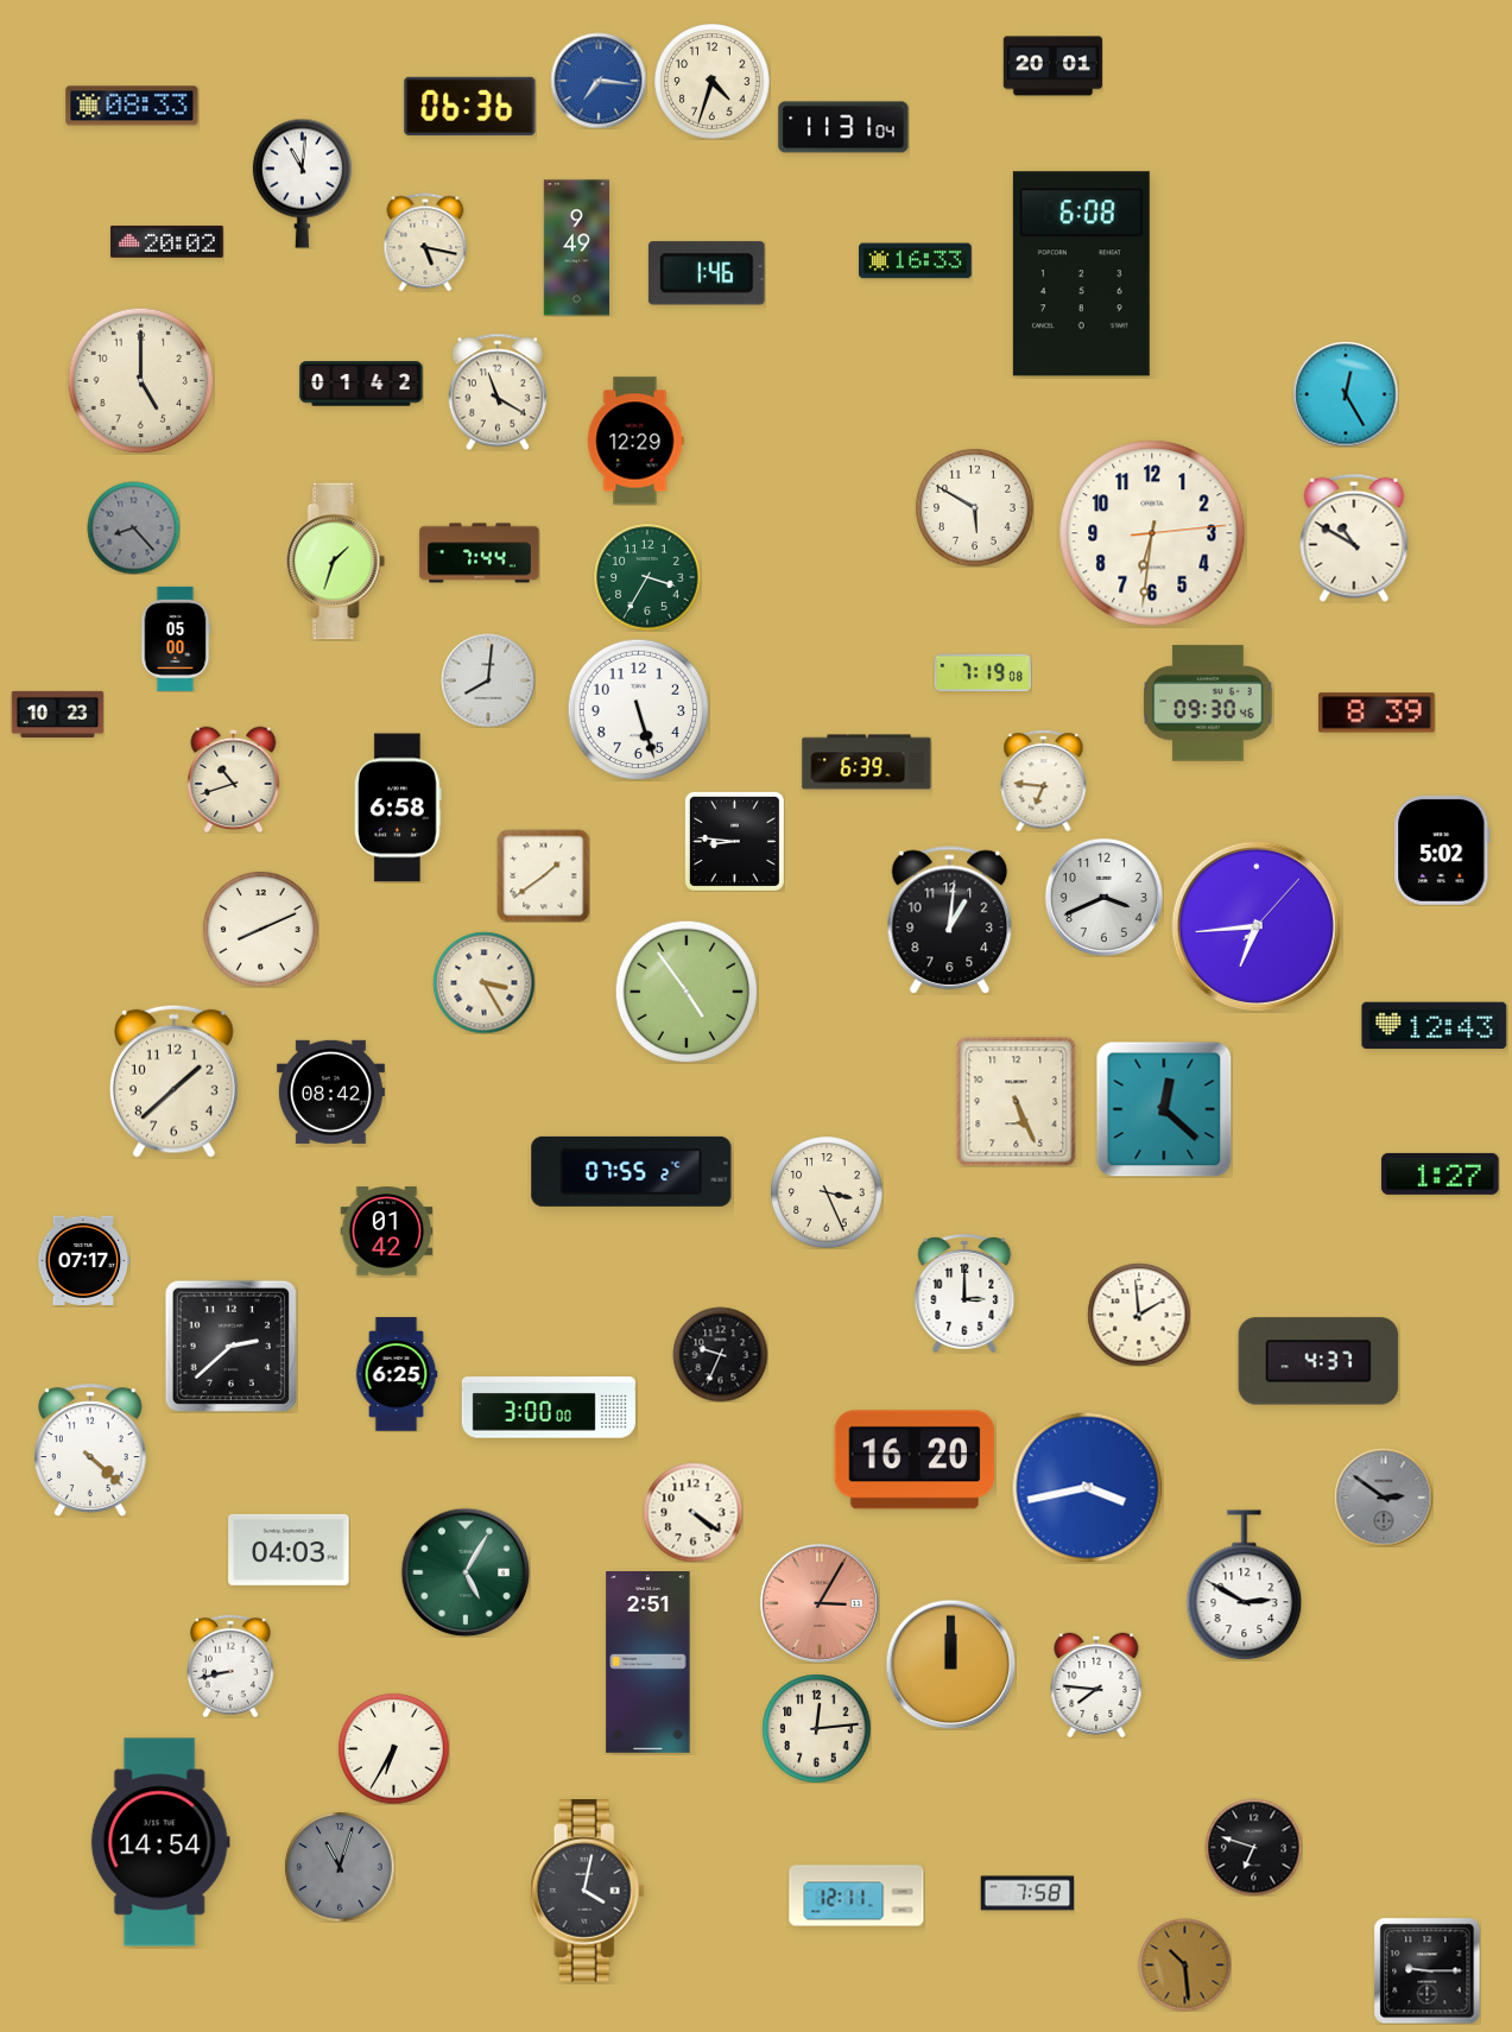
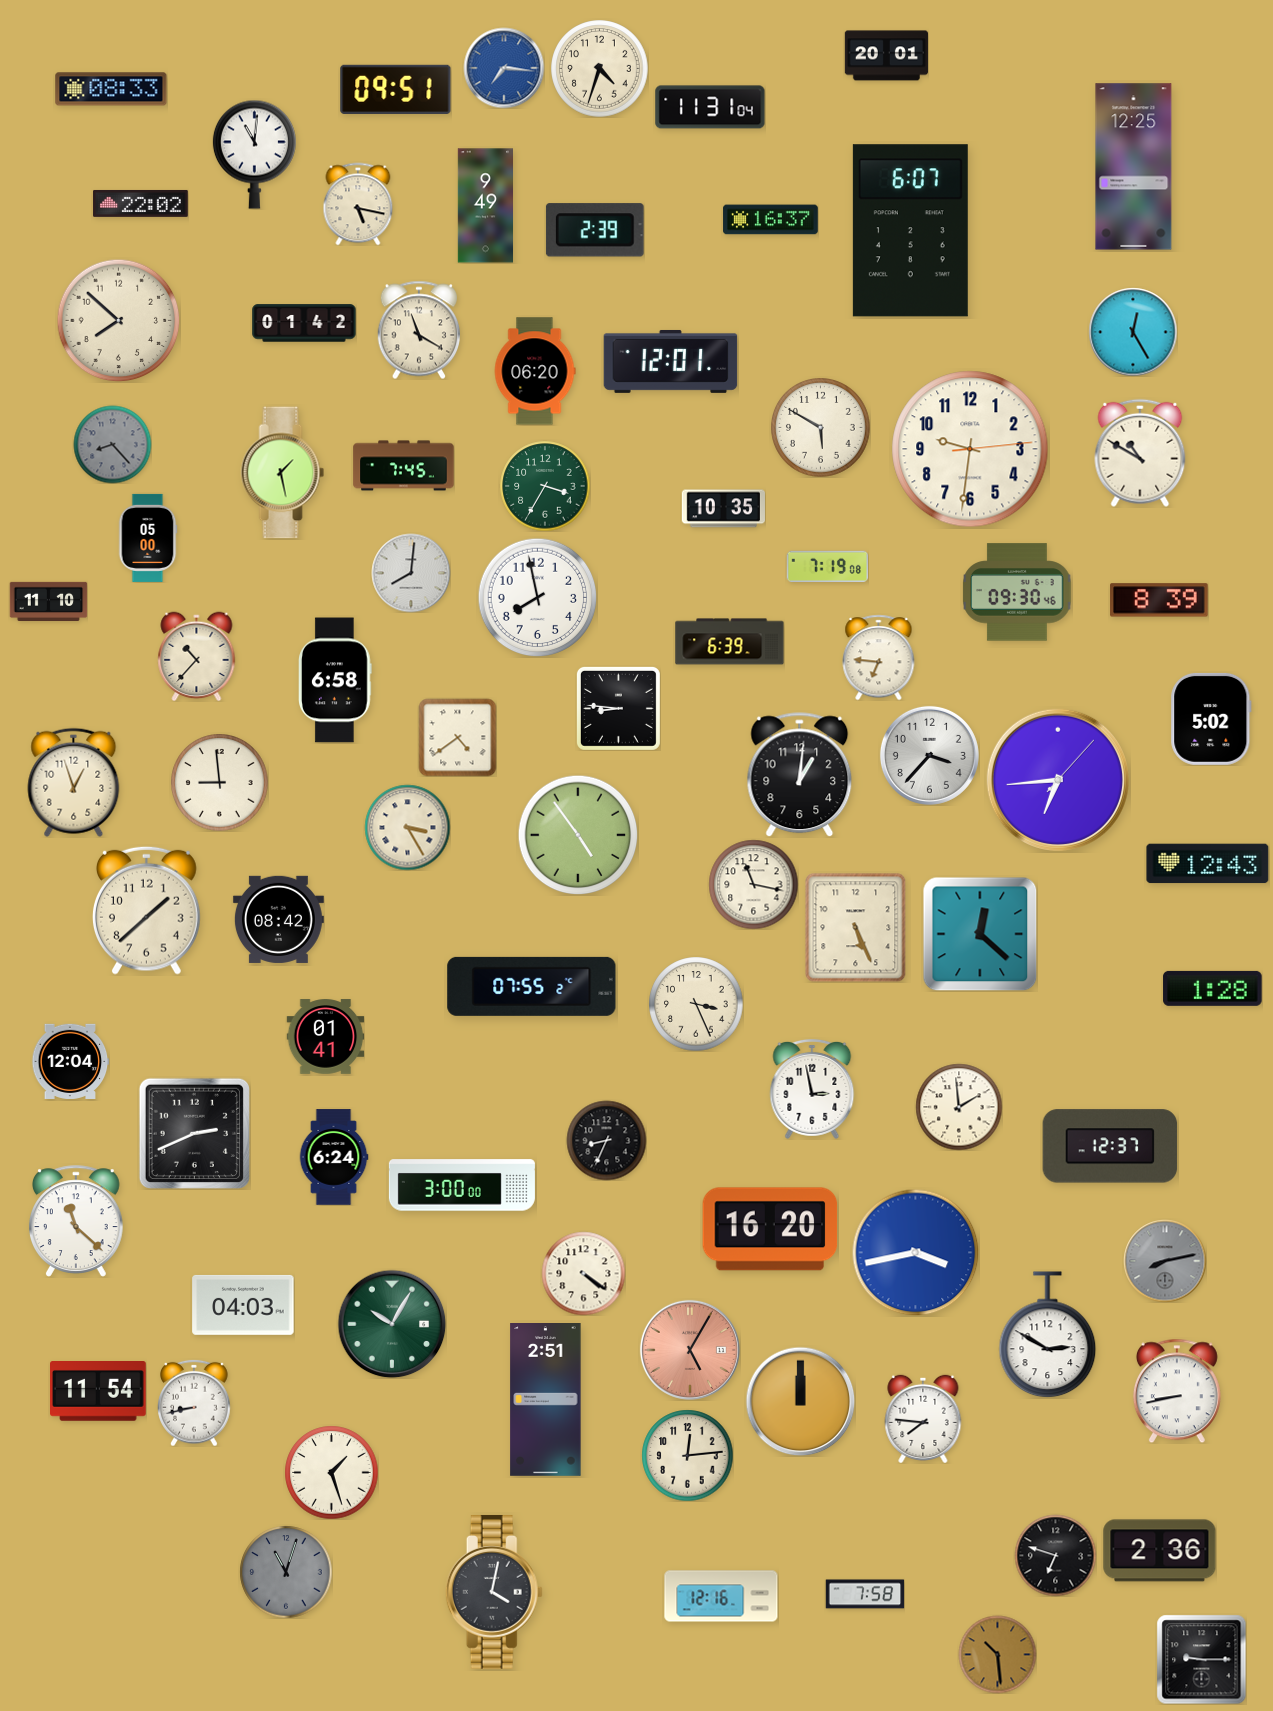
clock at (470, 106): 06:36 -> 09:51
clock at (1134, 167): none -> 12:25
clock at (167, 241): 20:02 -> 22:02
clock at (577, 248) position: (577, 248) -> (486, 206)
clock at (916, 261): 16:33 -> 16:37
clock at (707, 273): 1:46 -> 2:39
clock at (1081, 274): 6:08 -> 6:07
clock at (140, 380): 5:00 -> 7:52
clock at (671, 361): none -> 12:01
clock at (635, 441): 12:29 -> 06:20
clock at (1152, 533): 6:31 -> 9:31
clock at (480, 553): 7:44 -> 7:45
clock at (336, 562): 1:33 -> 1:28
clock at (723, 509): none -> 10:35
clock at (638, 709): 5:27 -> 7:58
clock at (57, 714): 10:23 -> 11:10
clock at (234, 779): 10:42 -> 10:37
clock at (1442, 850) position: (1442, 850) -> (1211, 719)
clock at (543, 875): 1:39 -> 4:39
clock at (1103, 897): 3:41 -> 3:37
clock at (74, 782): none -> 12:57
clock at (261, 930): 8:11 -> 8:59
clock at (753, 884): none -> 11:17
clock at (1441, 1173): 1:27 -> 1:28
clock at (386, 1232): 01:42 -> 01:41
clock at (83, 1260): 07:17 -> 12:04
clock at (964, 1293): 3:00 -> 2:58
clock at (230, 1346): 2:38 -> 2:41
clock at (720, 1354): 9:34 -> 8:34
clock at (1318, 1361): 4:37 -> 12:37
clock at (397, 1374): 6:25 -> 6:24
clock at (90, 1450): 4:22 -> 11:22
clock at (1384, 1498): 2:51 -> 8:13
clock at (466, 1572): 5:05 -> 10:05
clock at (820, 1603): 3:05 -> 5:05
clock at (1177, 1391): none -> 8:43
clock at (98, 1392): none -> 11:54
clock at (393, 1748): 6:35 -> 1:27
clock at (160, 1842): 14:54 -> none
clock at (1160, 1551): none -> 2:36
clock at (856, 1895): 12:11 -> 12:16
